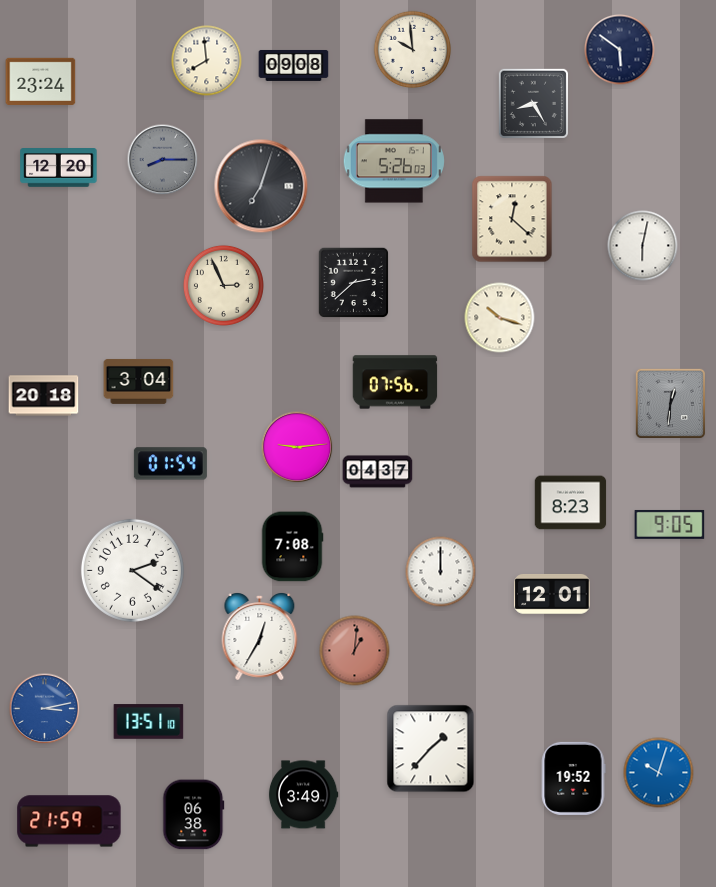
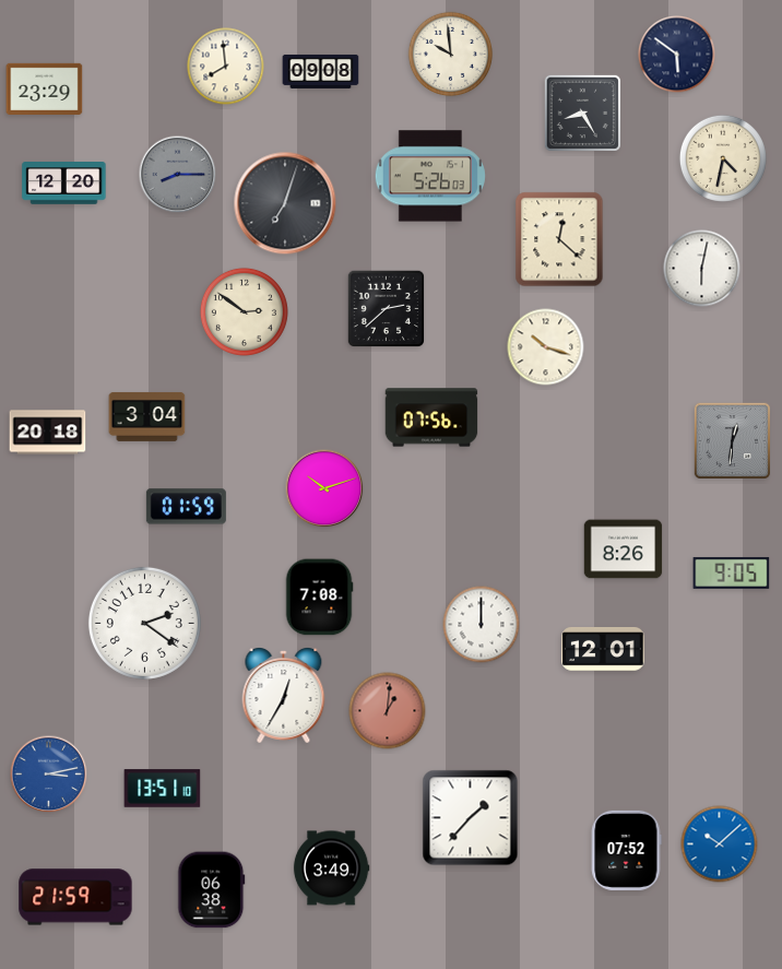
clock at (41, 81): 23:24 -> 23:29
clock at (723, 158): none -> 4:32
clock at (223, 285): 2:56 -> 2:51
clock at (139, 381) position: (139, 381) -> (147, 416)
clock at (297, 447): 9:14 -> 10:12
clock at (170, 464): 01:54 -> 01:59
clock at (378, 472): 04:37 -> none
clock at (571, 503): 8:23 -> 8:26
clock at (659, 773): 10:03 -> 10:08
clock at (573, 778): 19:52 -> 07:52
